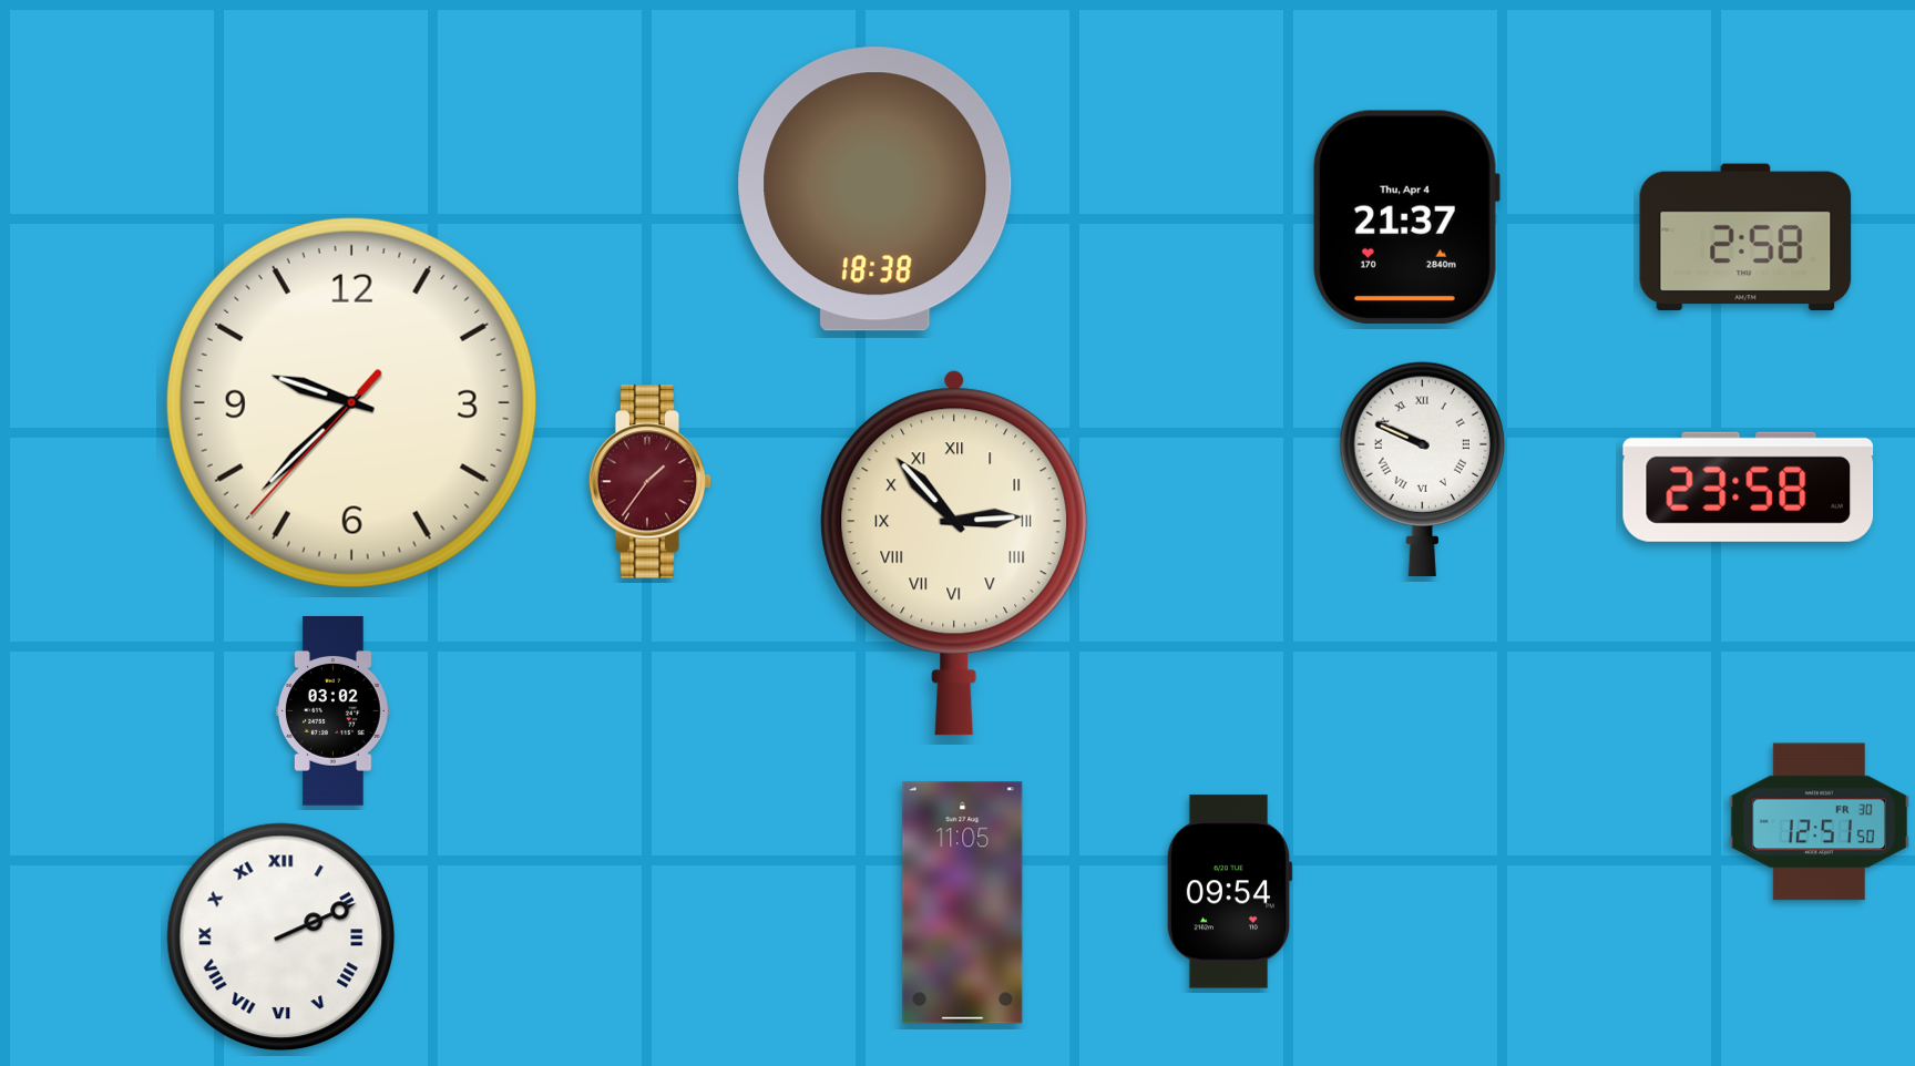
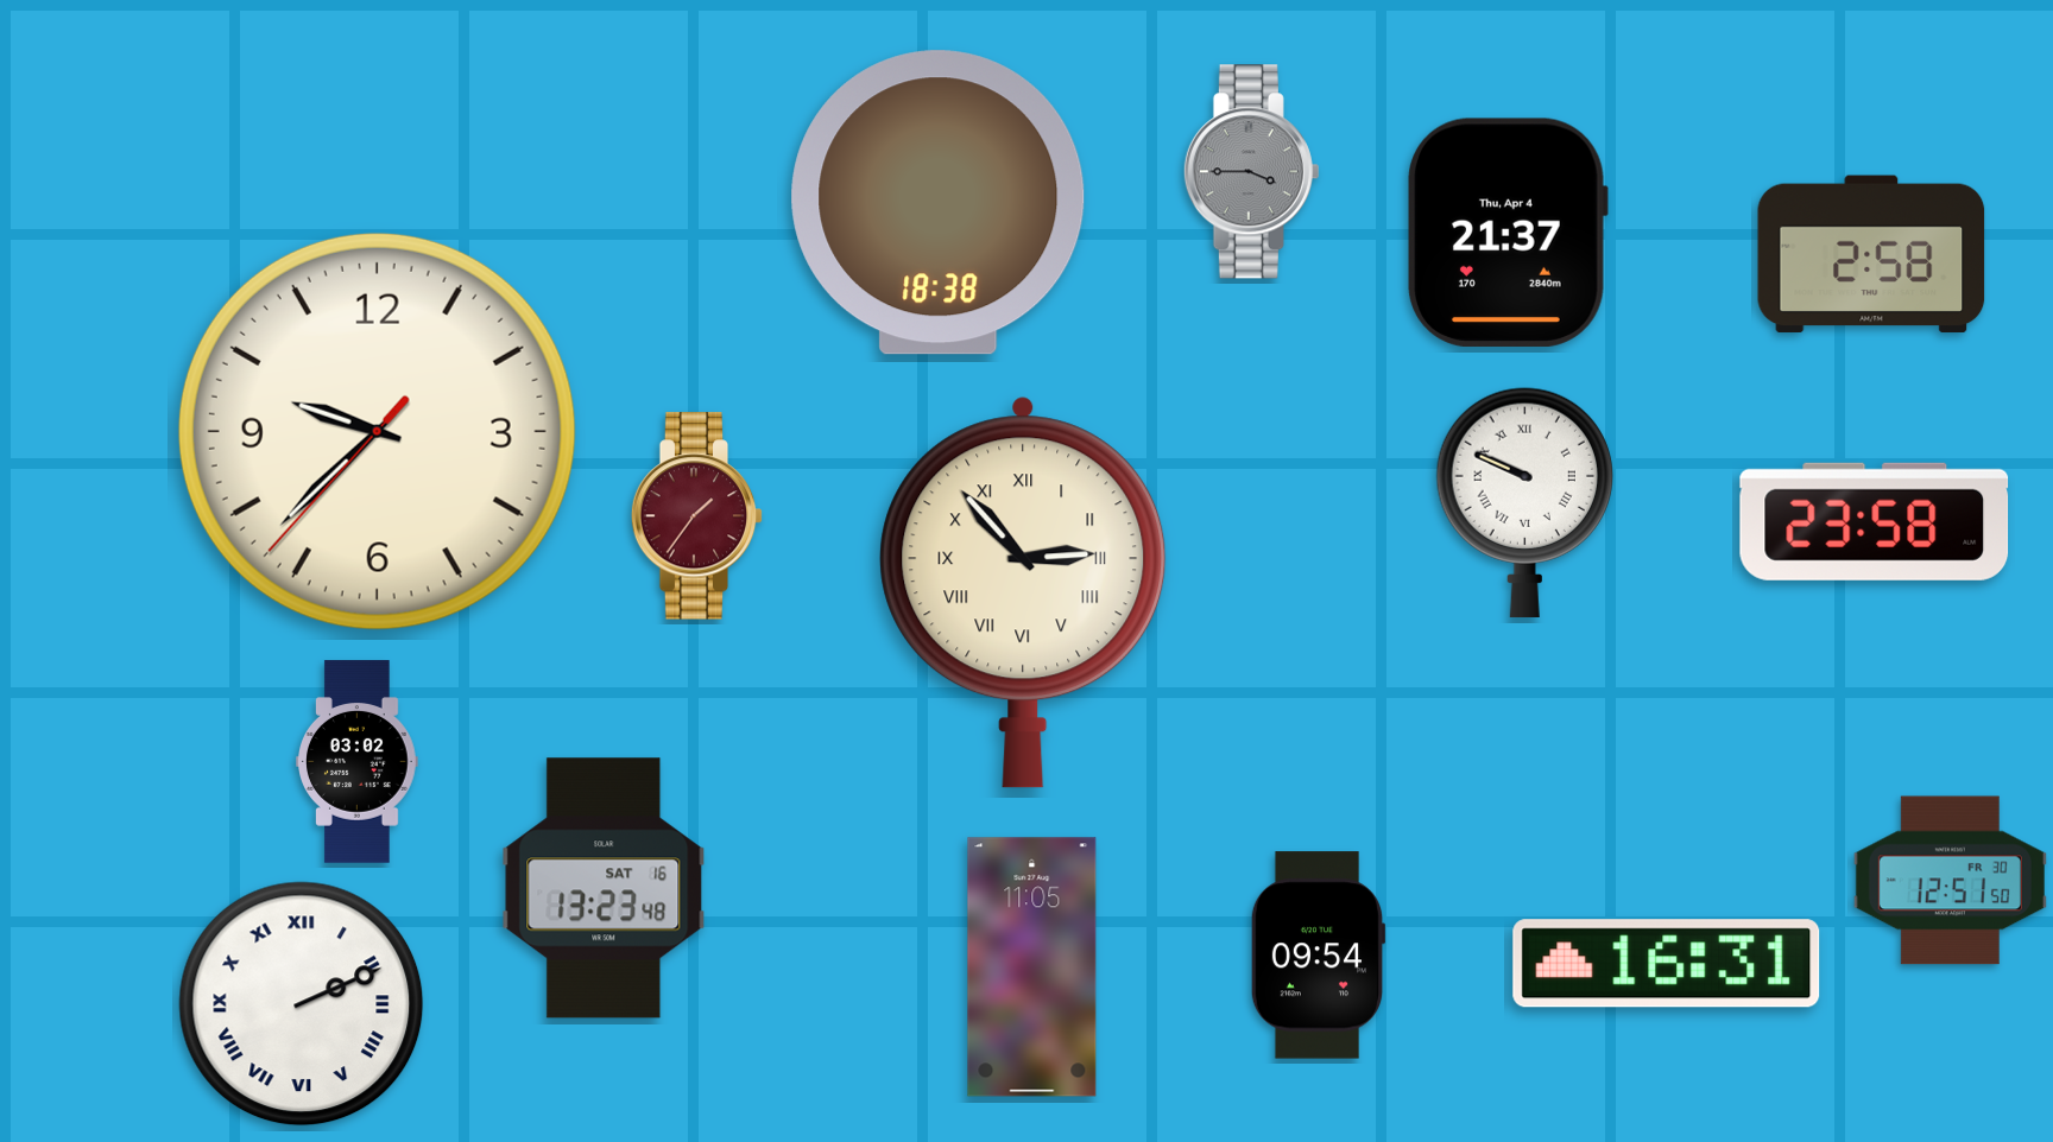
clock at (1251, 172): none -> 3:45
clock at (604, 888): none -> 13:23
clock at (1667, 964): none -> 16:31
